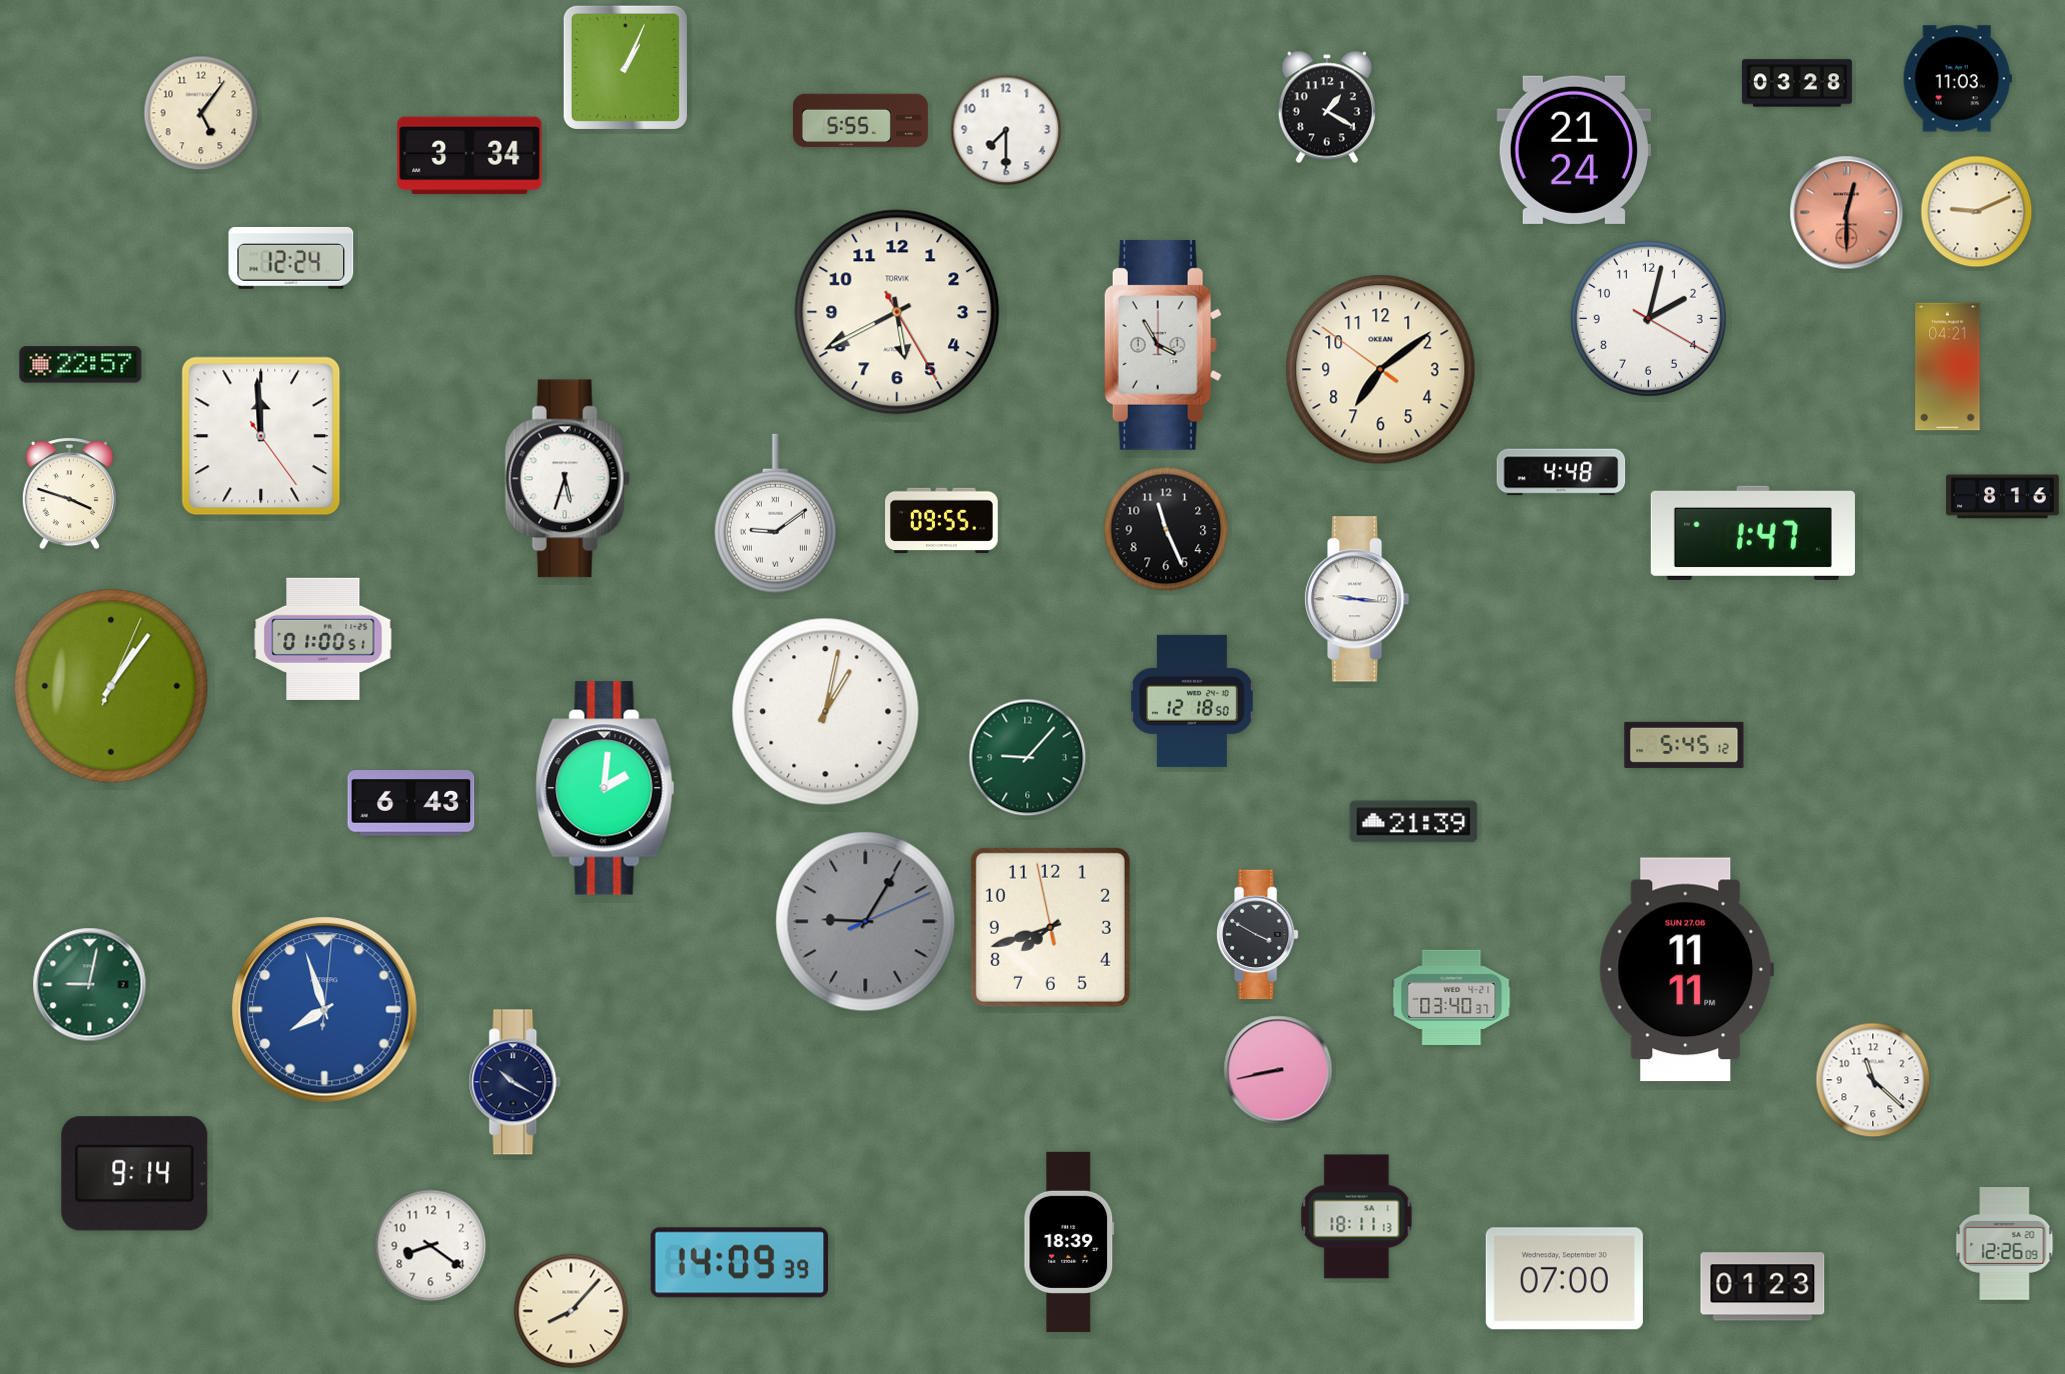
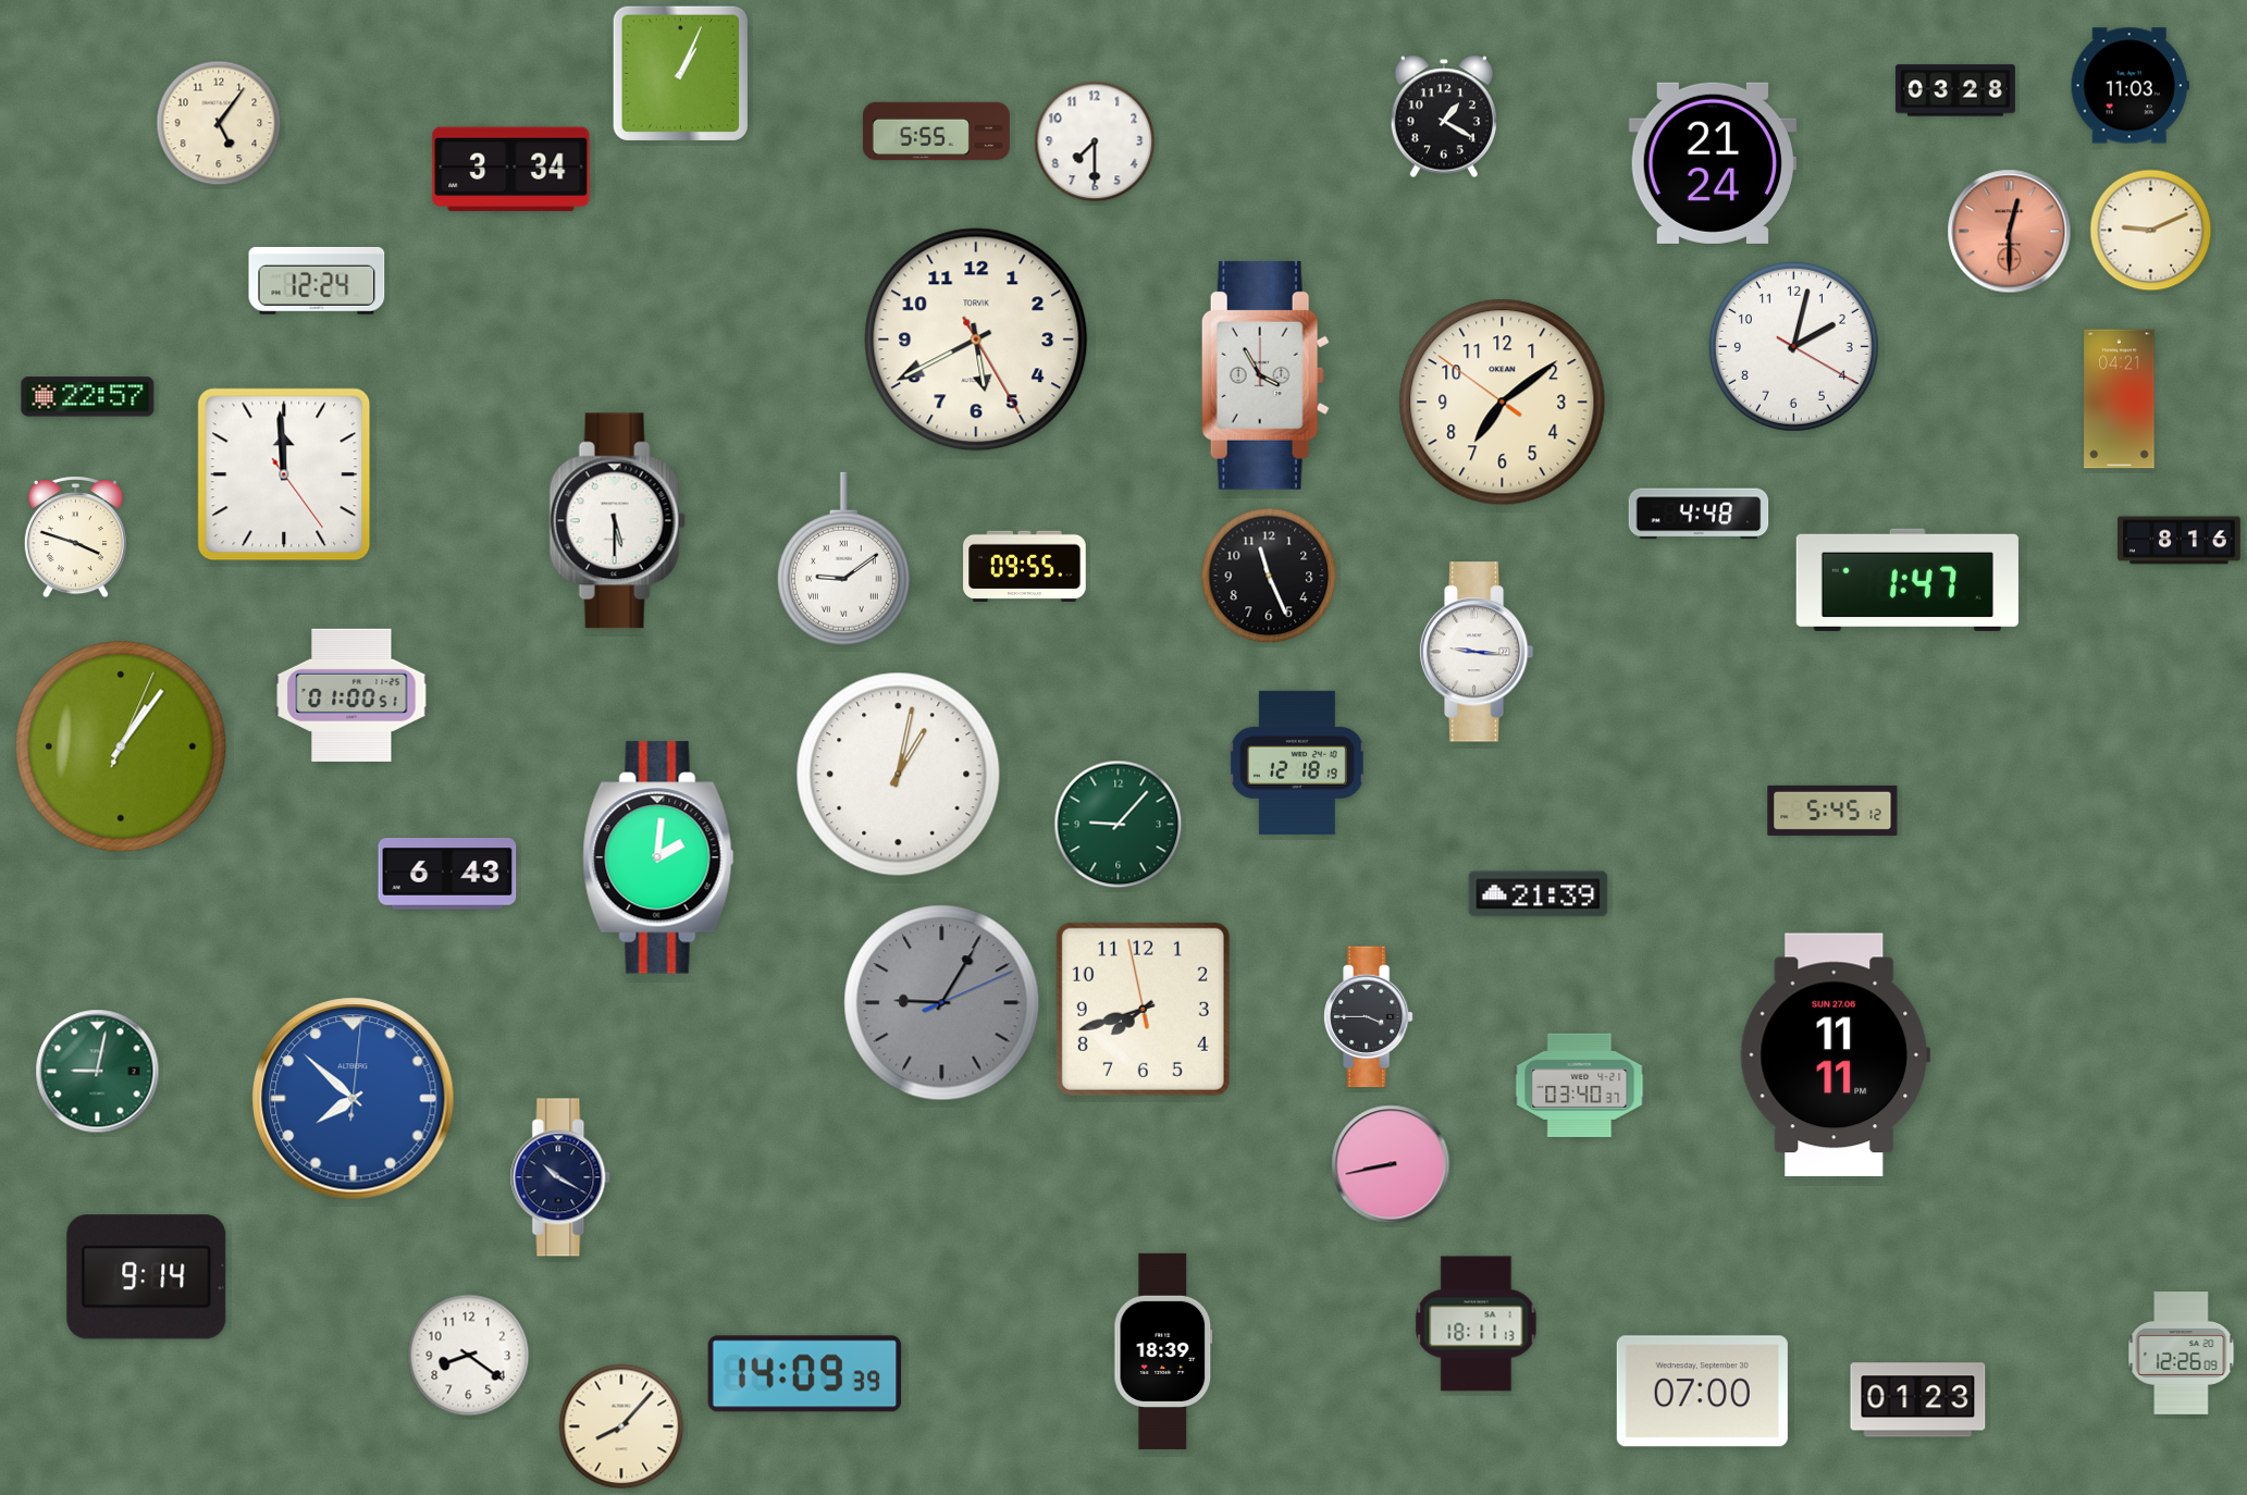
clock at (567, 479): 5:33 -> 5:30
clock at (1192, 701): 12:18:50 -> 12:18:19
clock at (1258, 935): 3:50 -> 3:45
clock at (325, 1010): 7:57 -> 7:52
clock at (1873, 1080): 11:22 -> none
